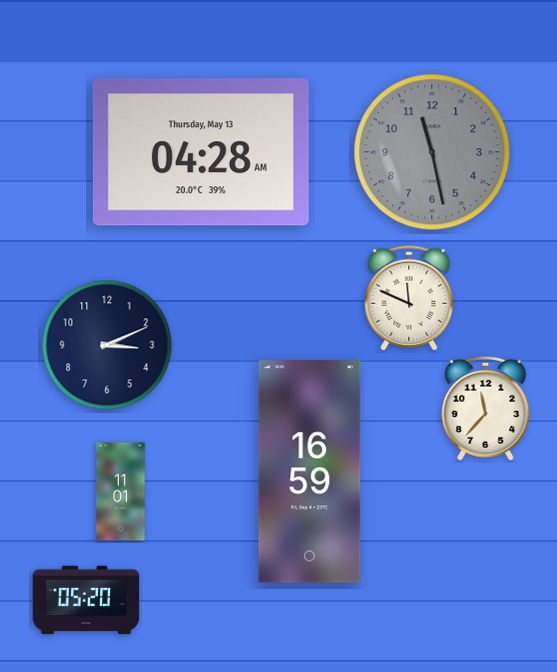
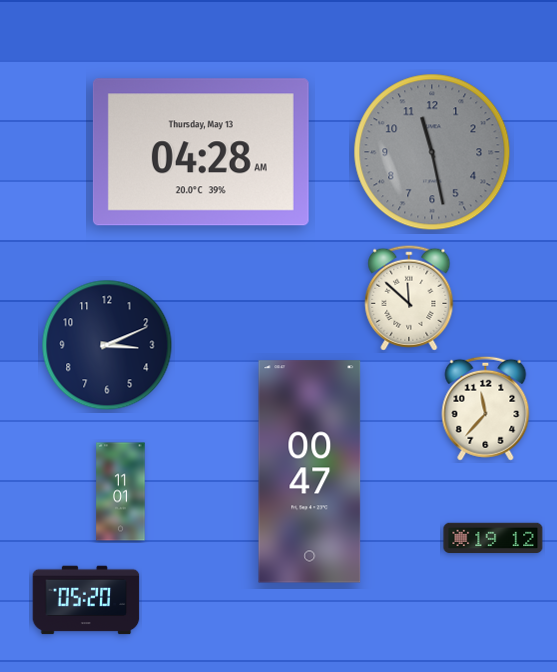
clock at (409, 298): 11:49 -> 11:52
clock at (310, 472): 16:59 -> 00:47
clock at (493, 538): none -> 19:12
